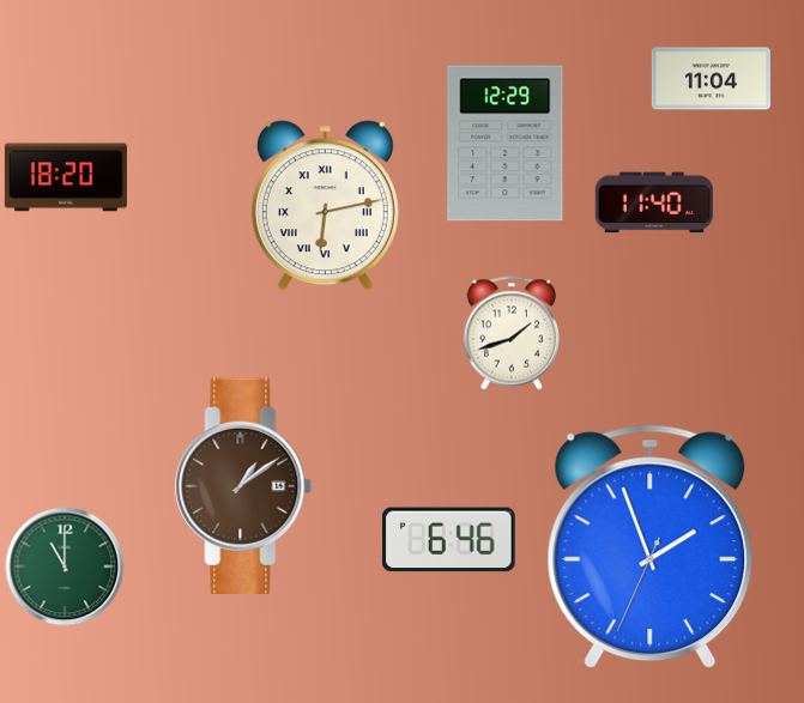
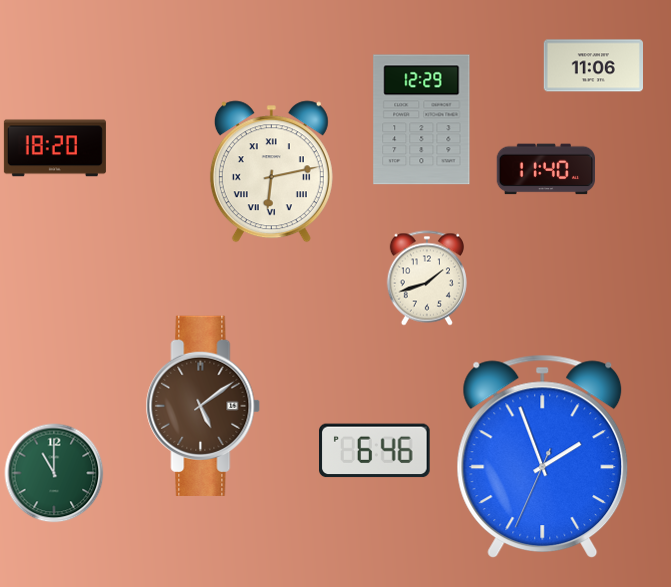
clock at (711, 79): 11:04 -> 11:06
clock at (243, 486): 1:09 -> 5:09
